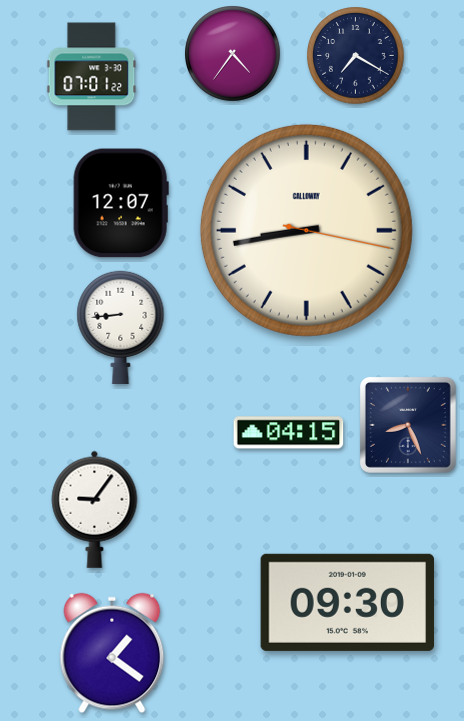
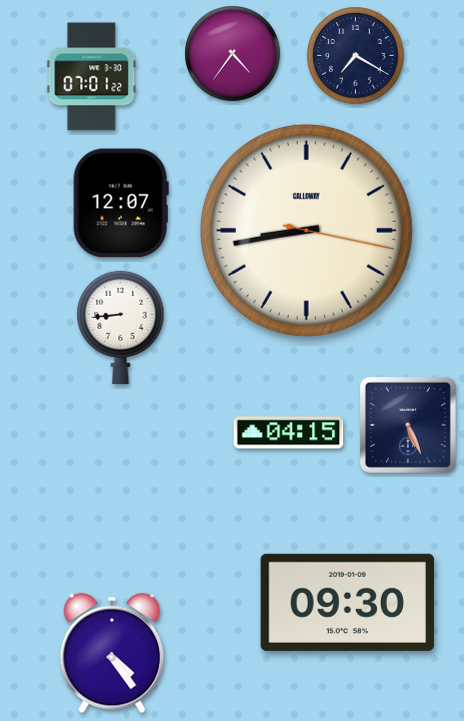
clock at (408, 425): 8:26 -> 5:26
clock at (95, 509): 9:06 -> none
clock at (112, 653): 1:21 -> 4:24
